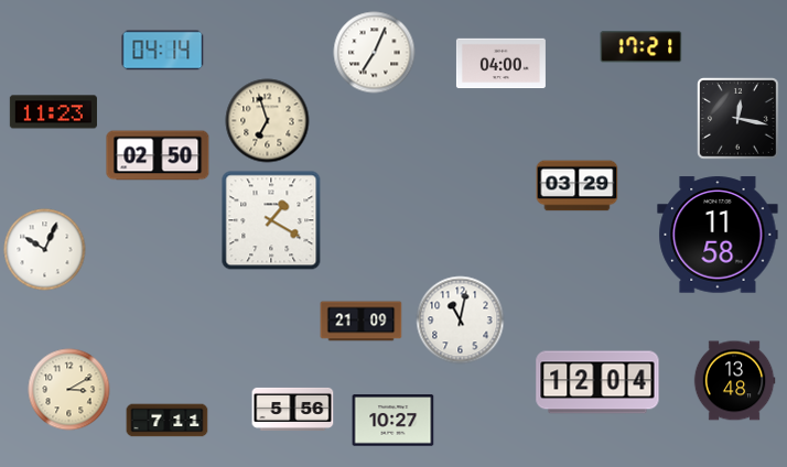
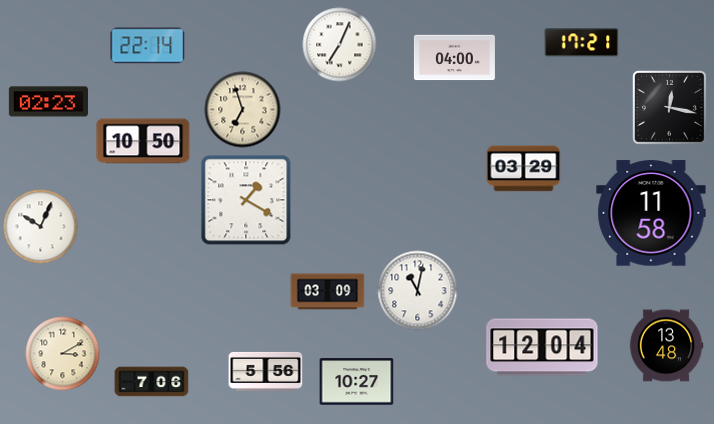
clock at (163, 51): 04:14 -> 22:14
clock at (375, 53) position: (375, 53) -> (340, 45)
clock at (53, 112): 11:23 -> 02:23
clock at (158, 155): 02:50 -> 10:50
clock at (362, 322): 21:09 -> 03:09
clock at (168, 421): 7:11 -> 7:06
